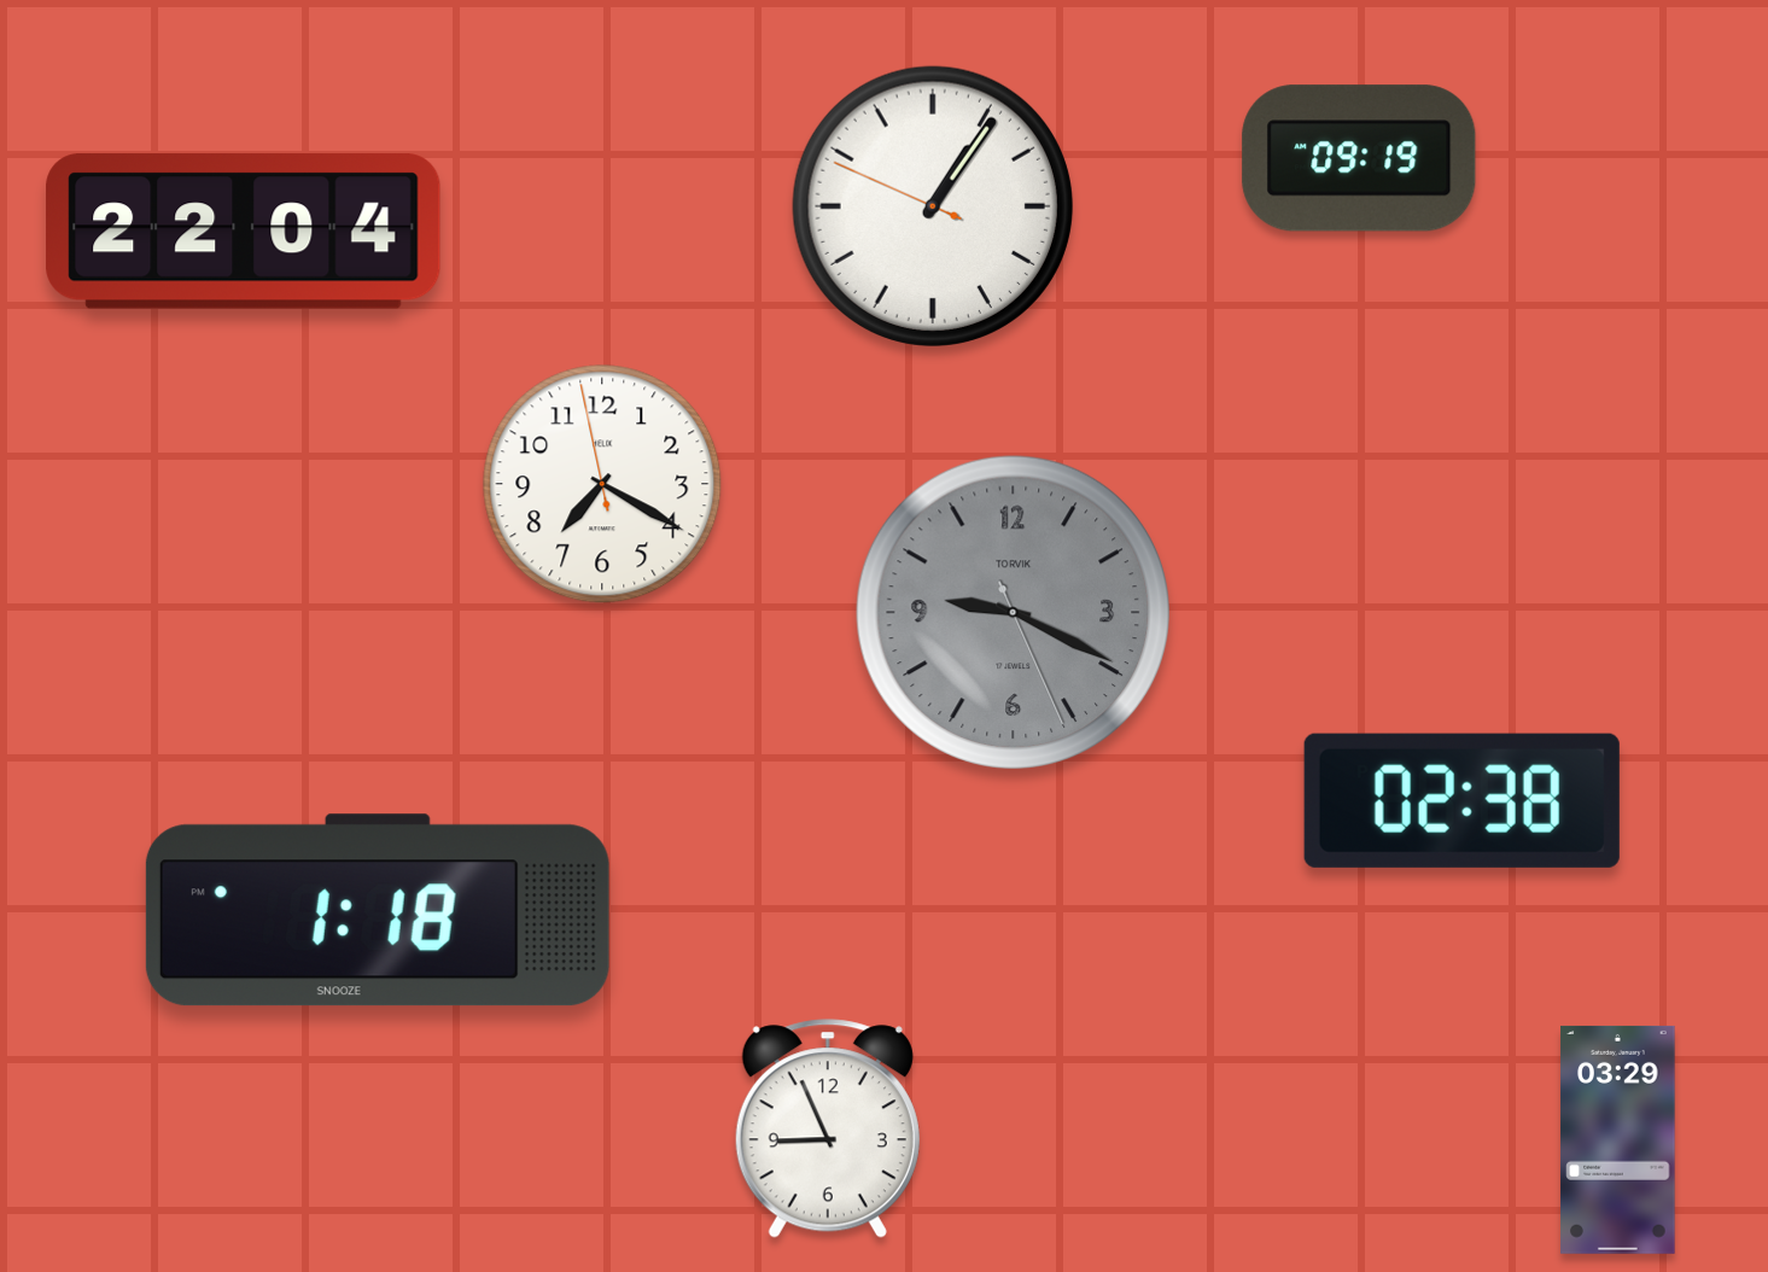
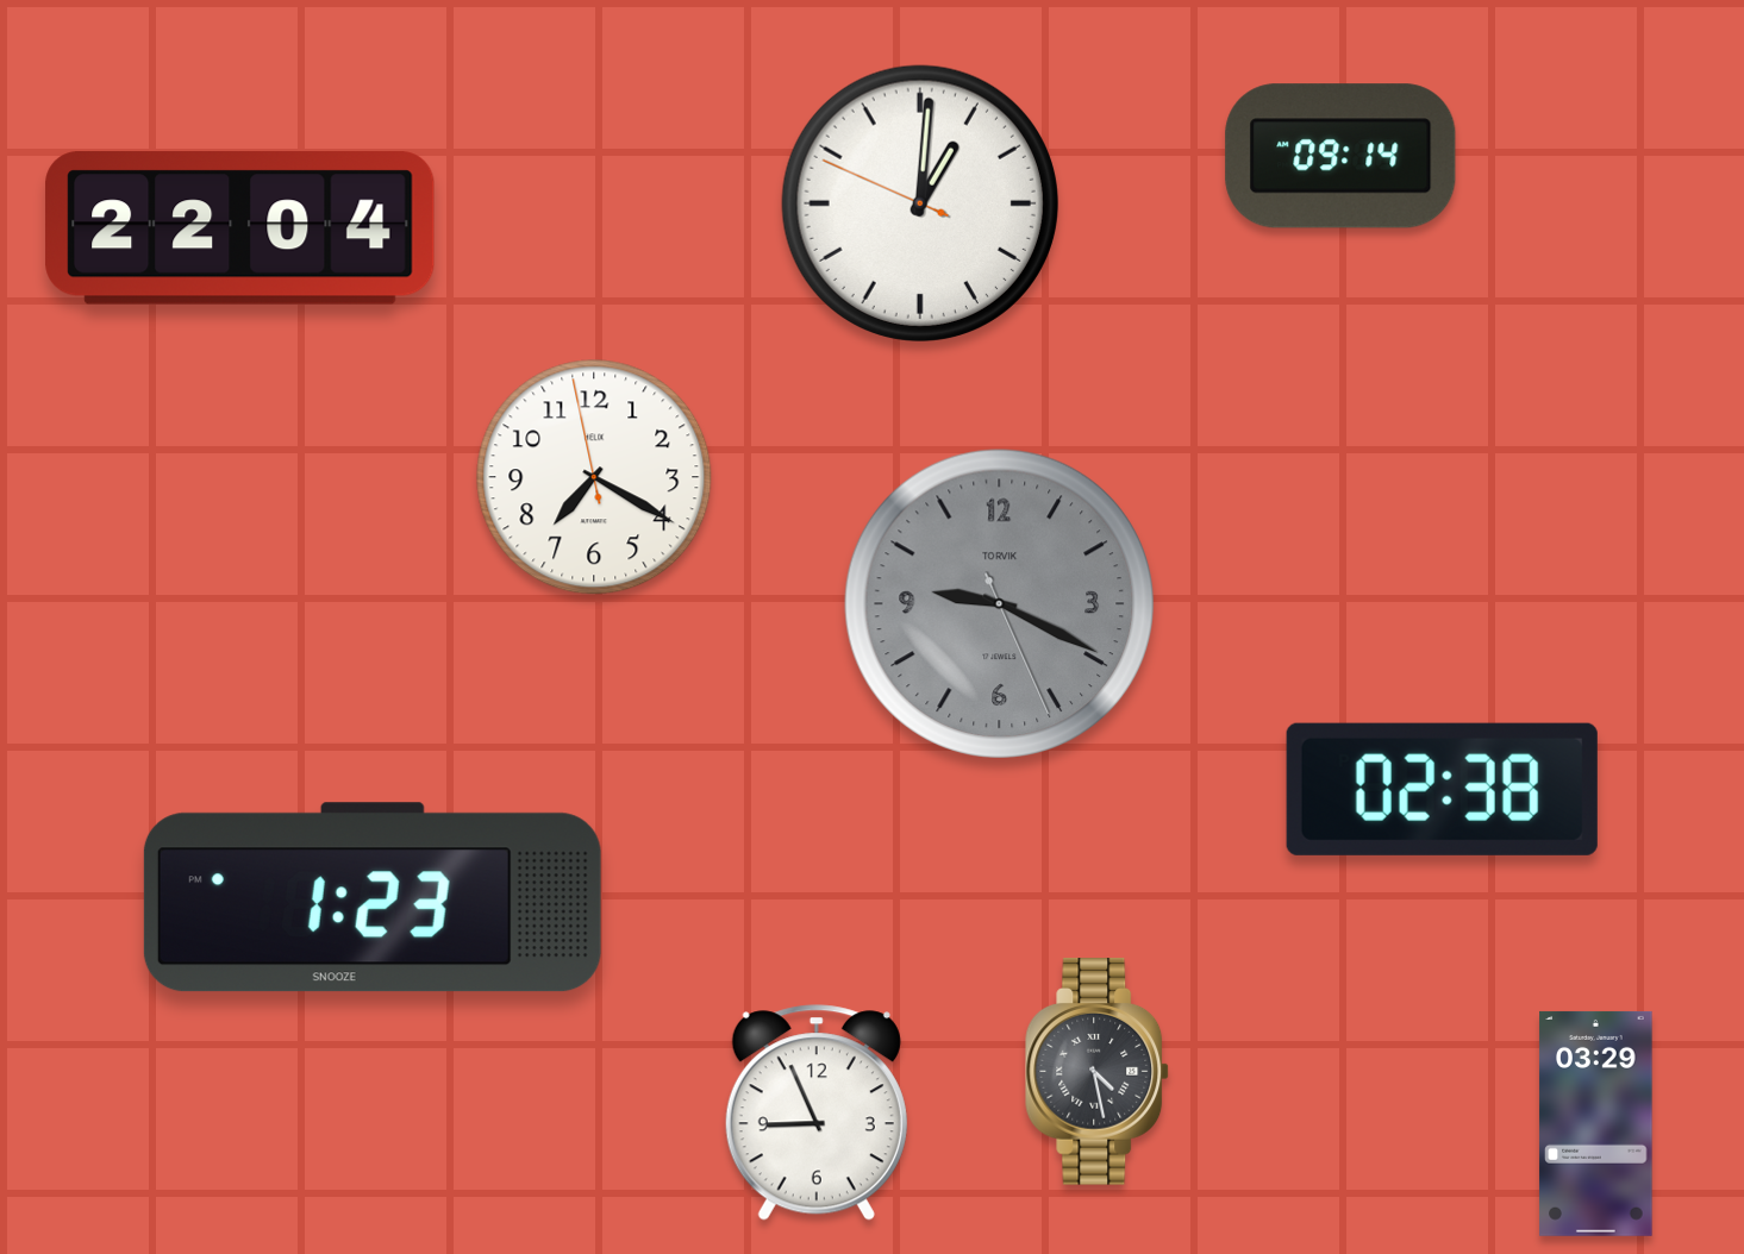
clock at (1359, 158): 09:19 -> 09:14
clock at (933, 206): 1:05 -> 1:00
clock at (378, 910): 1:18 -> 1:23
clock at (1098, 1072): none -> 4:28
